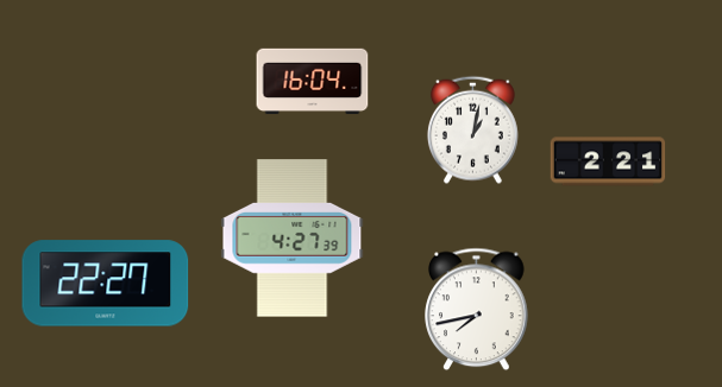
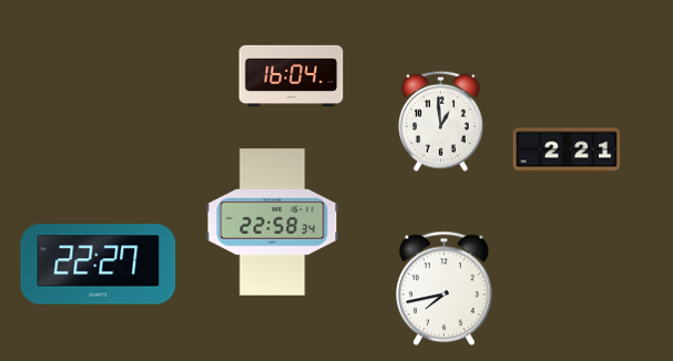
clock at (472, 129): 1:02 -> 12:59
clock at (293, 239): 4:27 -> 22:58
